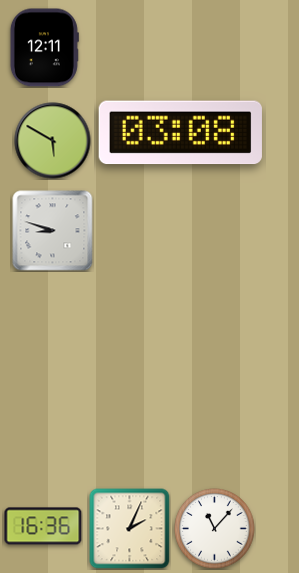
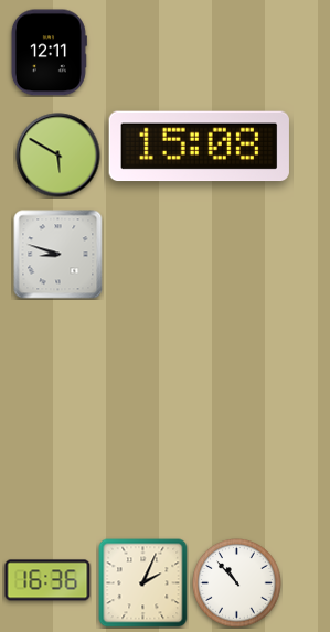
clock at (180, 133): 03:08 -> 15:08
clock at (215, 529): 11:07 -> 10:53
